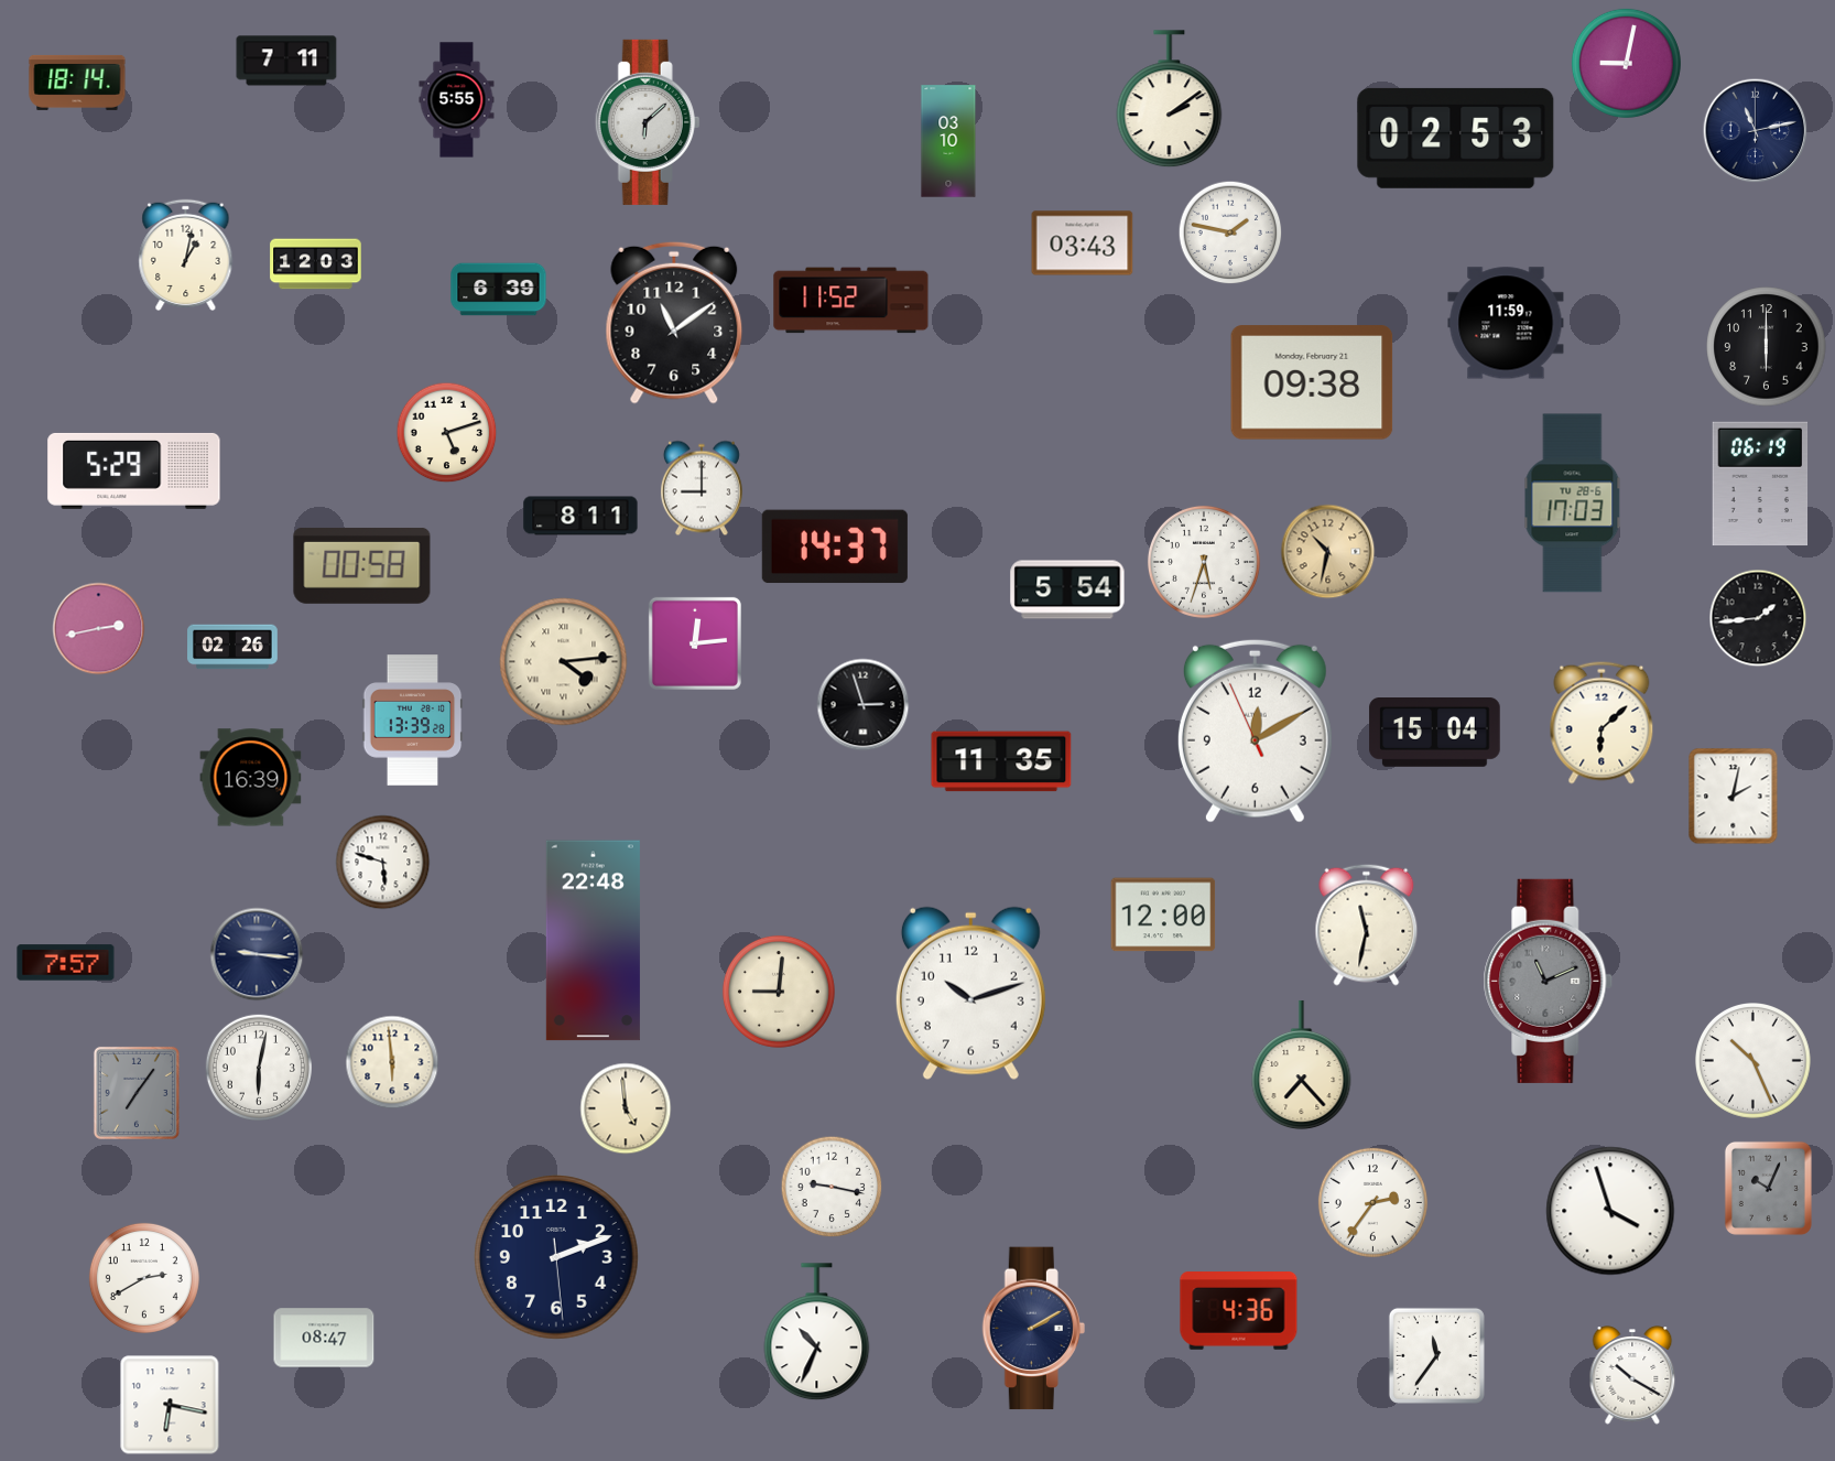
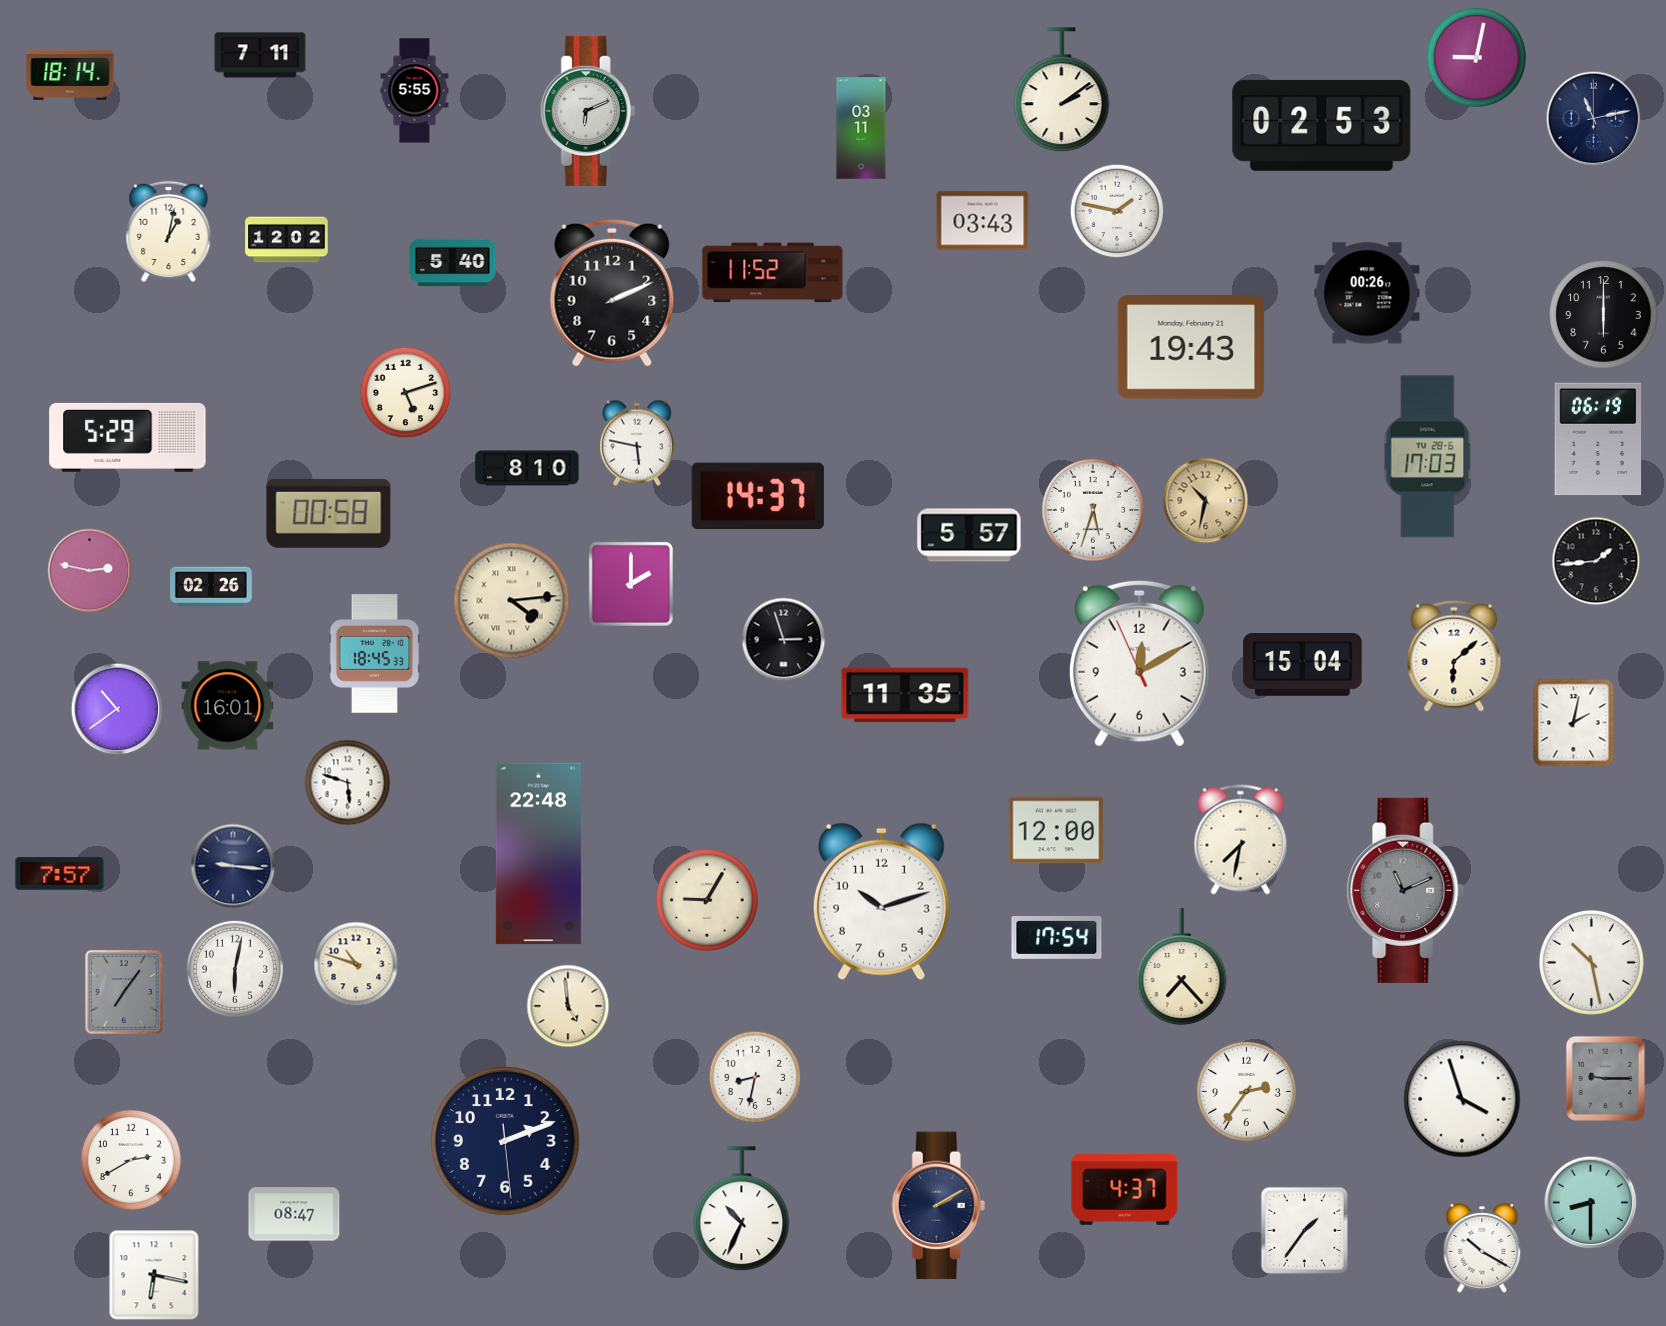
clock at (648, 122): 6:08 -> 6:11
clock at (948, 141): 03:10 -> 03:11
clock at (316, 264): 12:03 -> 12:02
clock at (499, 290): 6:39 -> 5:40
clock at (674, 323): 11:09 -> 2:11
clock at (1506, 323): 11:59 -> 00:26
clock at (1312, 382): 09:38 -> 19:43
clock at (134, 470) position: (134, 470) -> (128, 437)
clock at (702, 488): 9:00 -> 5:47
clock at (580, 516): 8:11 -> 8:10
clock at (1067, 589): 5:54 -> 5:57
clock at (99, 629): 2:43 -> 2:47
clock at (695, 643): 12:14 -> 2:00
clock at (413, 721): 13:39 -> 18:45
clock at (1001, 761) position: (1001, 761) -> (905, 695)
clock at (251, 778): 16:39 -> 16:01
clock at (117, 709): none -> 10:39
clock at (1367, 924): 11:32 -> 7:32
clock at (779, 992): 9:01 -> 9:05
clock at (1057, 938): none -> 17:54
clock at (1753, 1061): 10:26 -> 10:28
clock at (392, 1062): 5:59 -> 10:48
clock at (832, 1187): 9:17 -> 8:32
clock at (1768, 1188): 10:04 -> 9:15
clock at (1239, 1311): 4:36 -> 4:37
clock at (1591, 1203): none -> 8:30
clock at (1436, 1355): 11:36 -> 1:36
